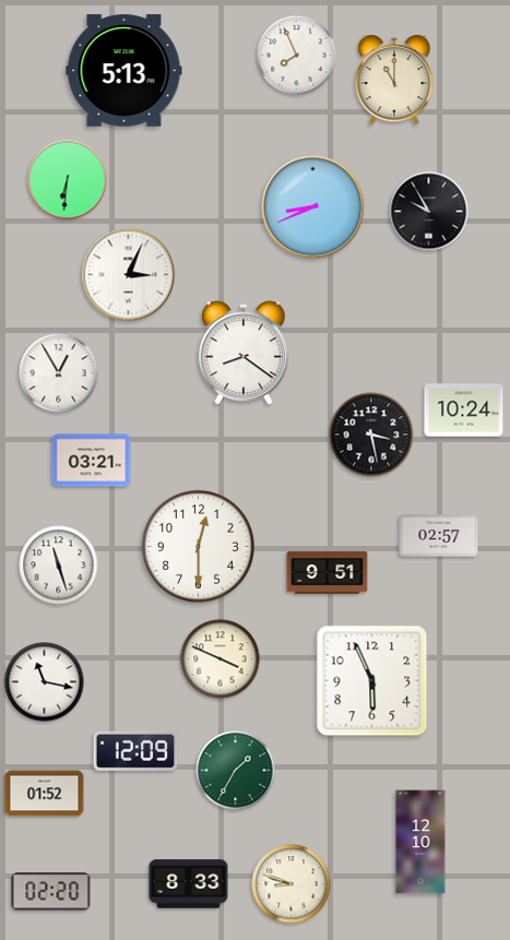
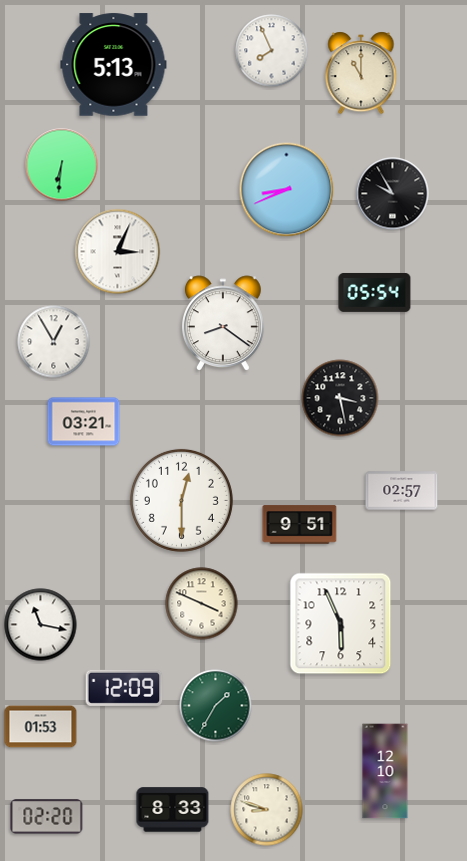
clock at (375, 292): none -> 05:54
clock at (464, 410): 10:24 -> none
clock at (59, 566): 11:27 -> none
clock at (45, 794): 01:52 -> 01:53
